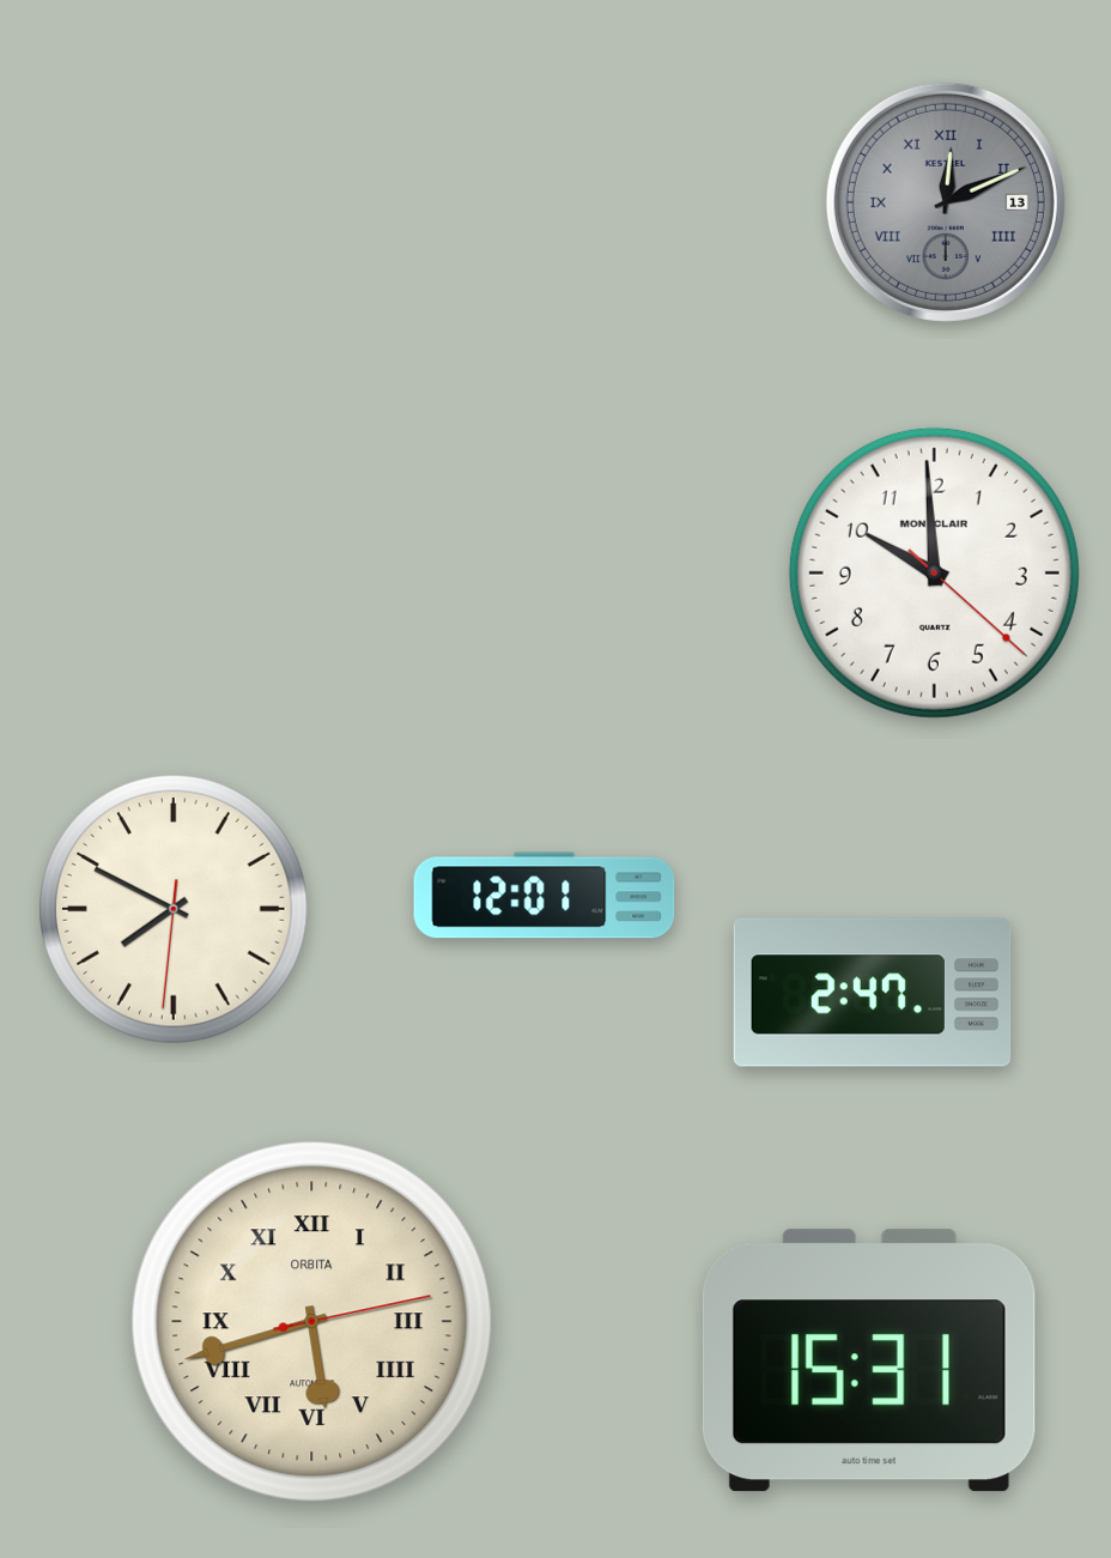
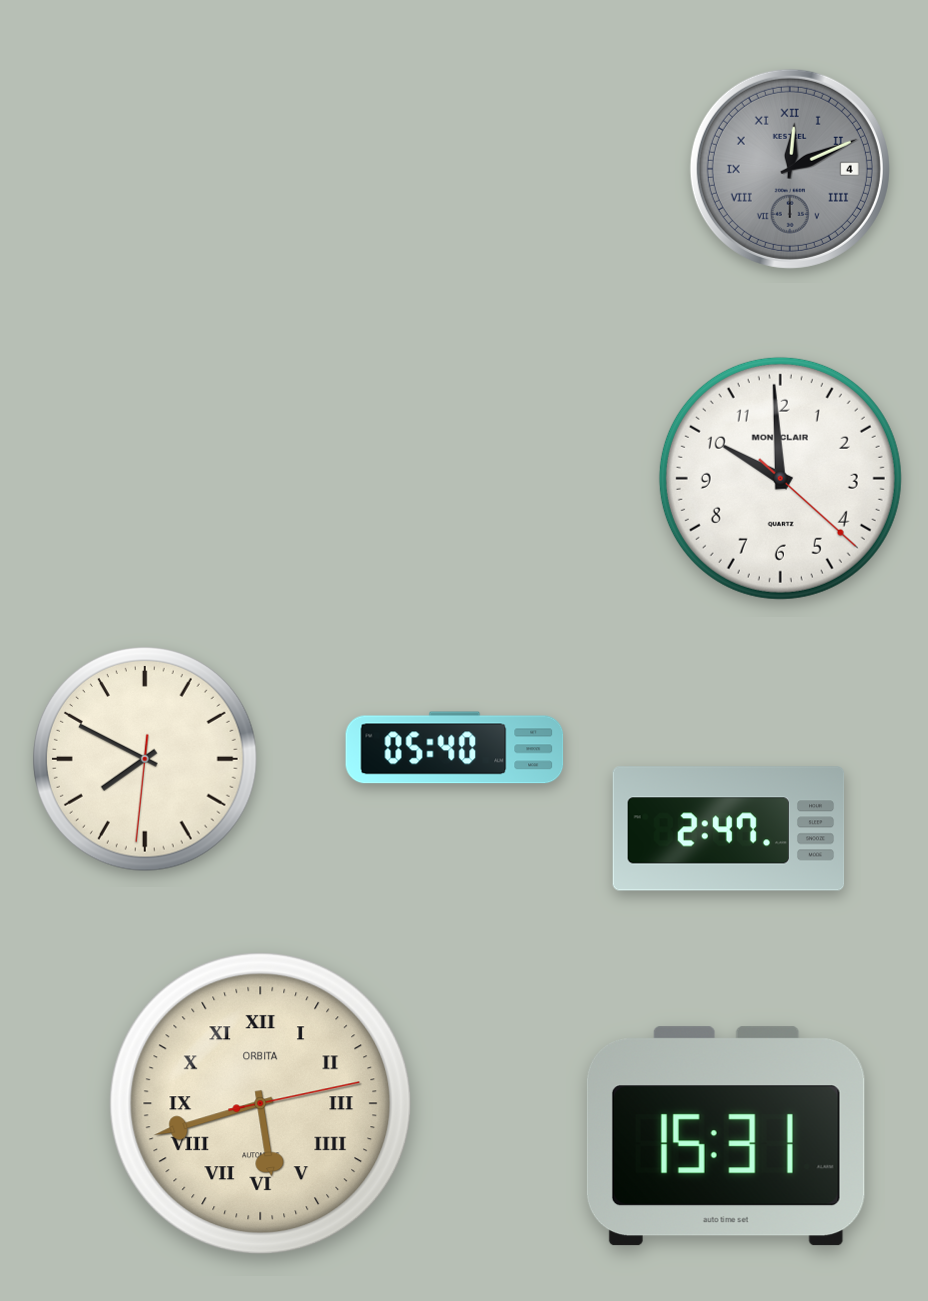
clock at (946, 202) date: 13 -> 4
clock at (545, 896): 12:01 -> 05:40
